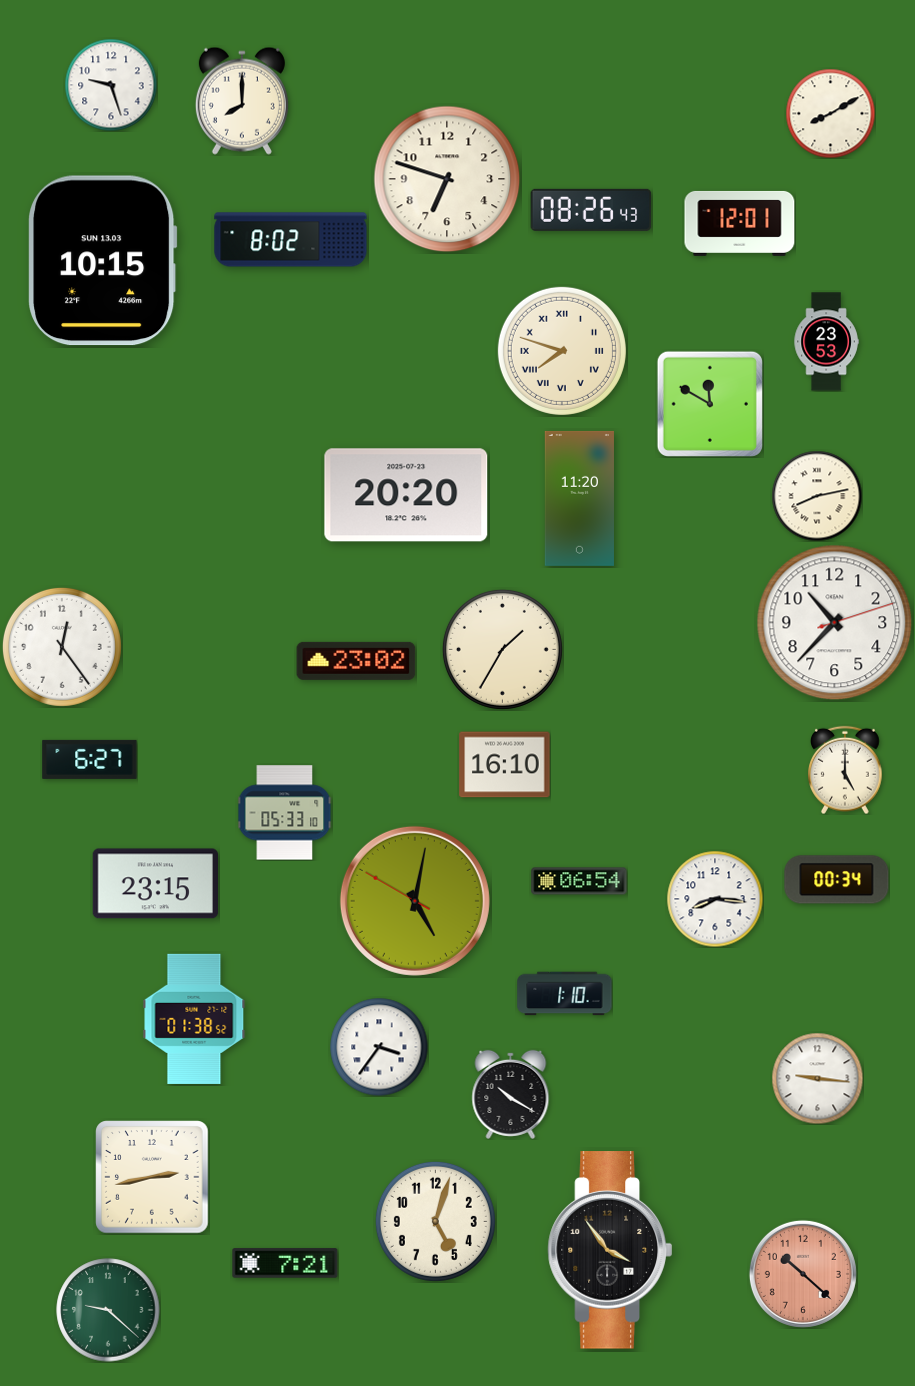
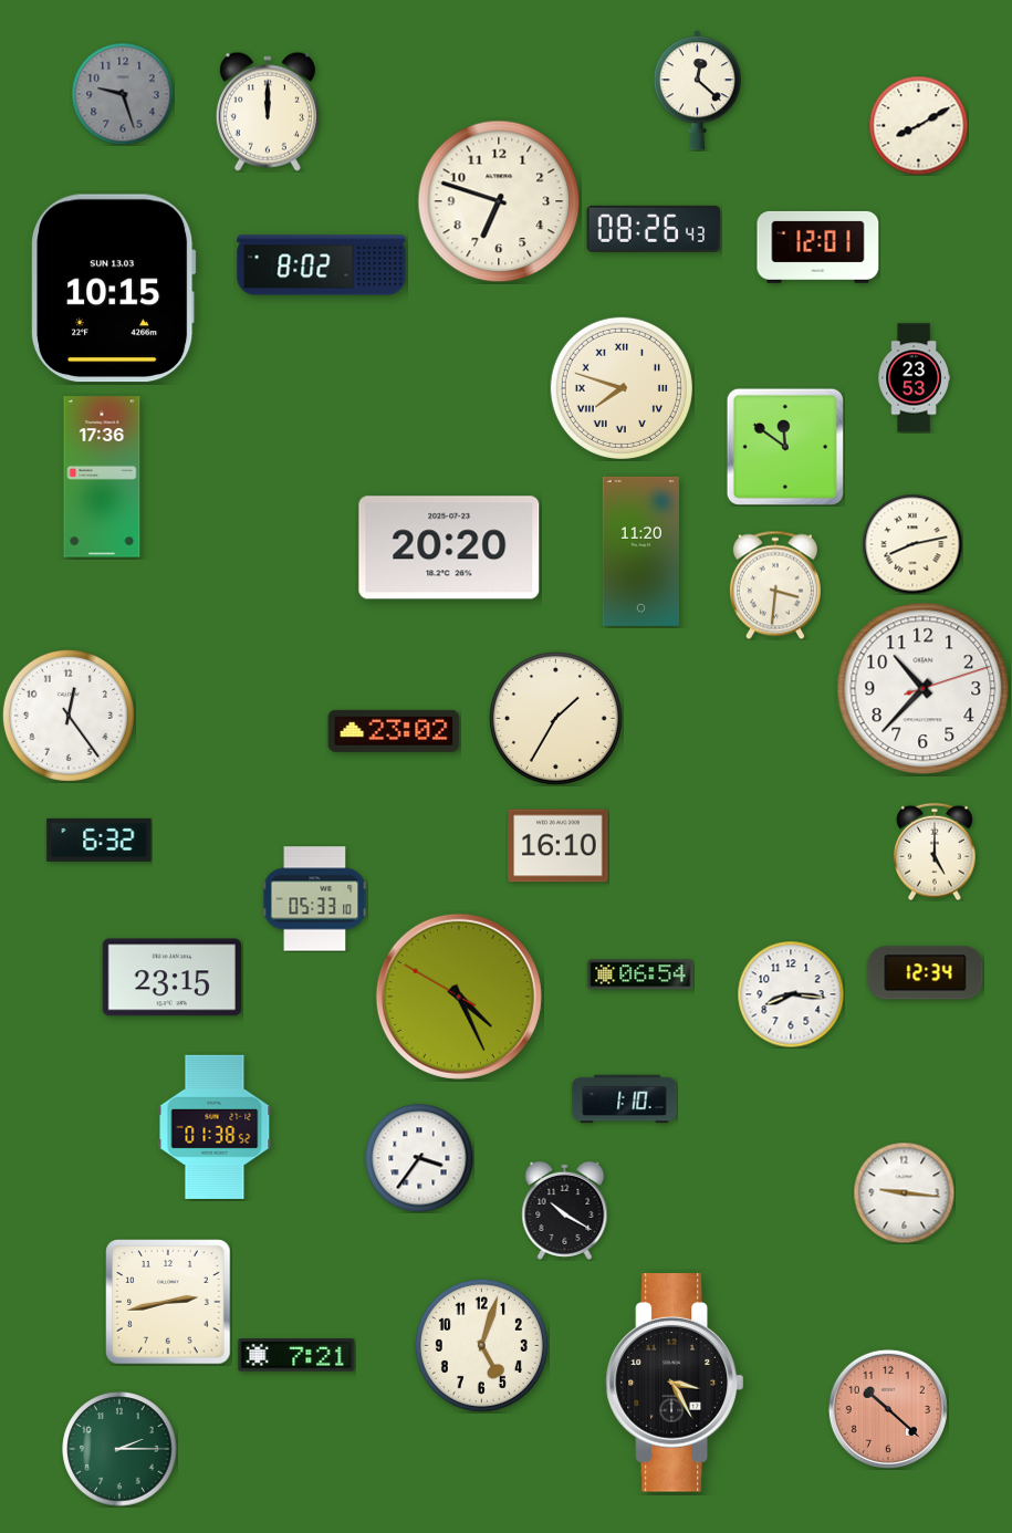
clock at (697, 91): none -> 12:22
clock at (111, 85) dial: white -> grey
clock at (242, 101): 8:00 -> 12:00
clock at (447, 179) position: (447, 179) -> (499, 201)
clock at (591, 210) position: (591, 210) -> (654, 229)
clock at (710, 404): 11:50 -> 11:51
clock at (102, 477): none -> 17:36
clock at (817, 496) position: (817, 496) -> (912, 544)
clock at (775, 585): none -> 3:31
clock at (90, 759): 6:27 -> 6:32
clock at (837, 880): 00:34 -> 12:34
clock at (415, 901): 5:01 -> 4:25
clock at (435, 1221) position: (435, 1221) -> (481, 1345)
clock at (610, 1250): 3:54 -> 3:25
clock at (285, 1263) position: (285, 1263) -> (296, 1355)
clock at (108, 1310): 9:22 -> 2:15
